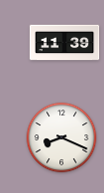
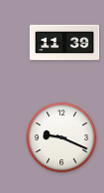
clock at (62, 138): 8:19 -> 9:19
